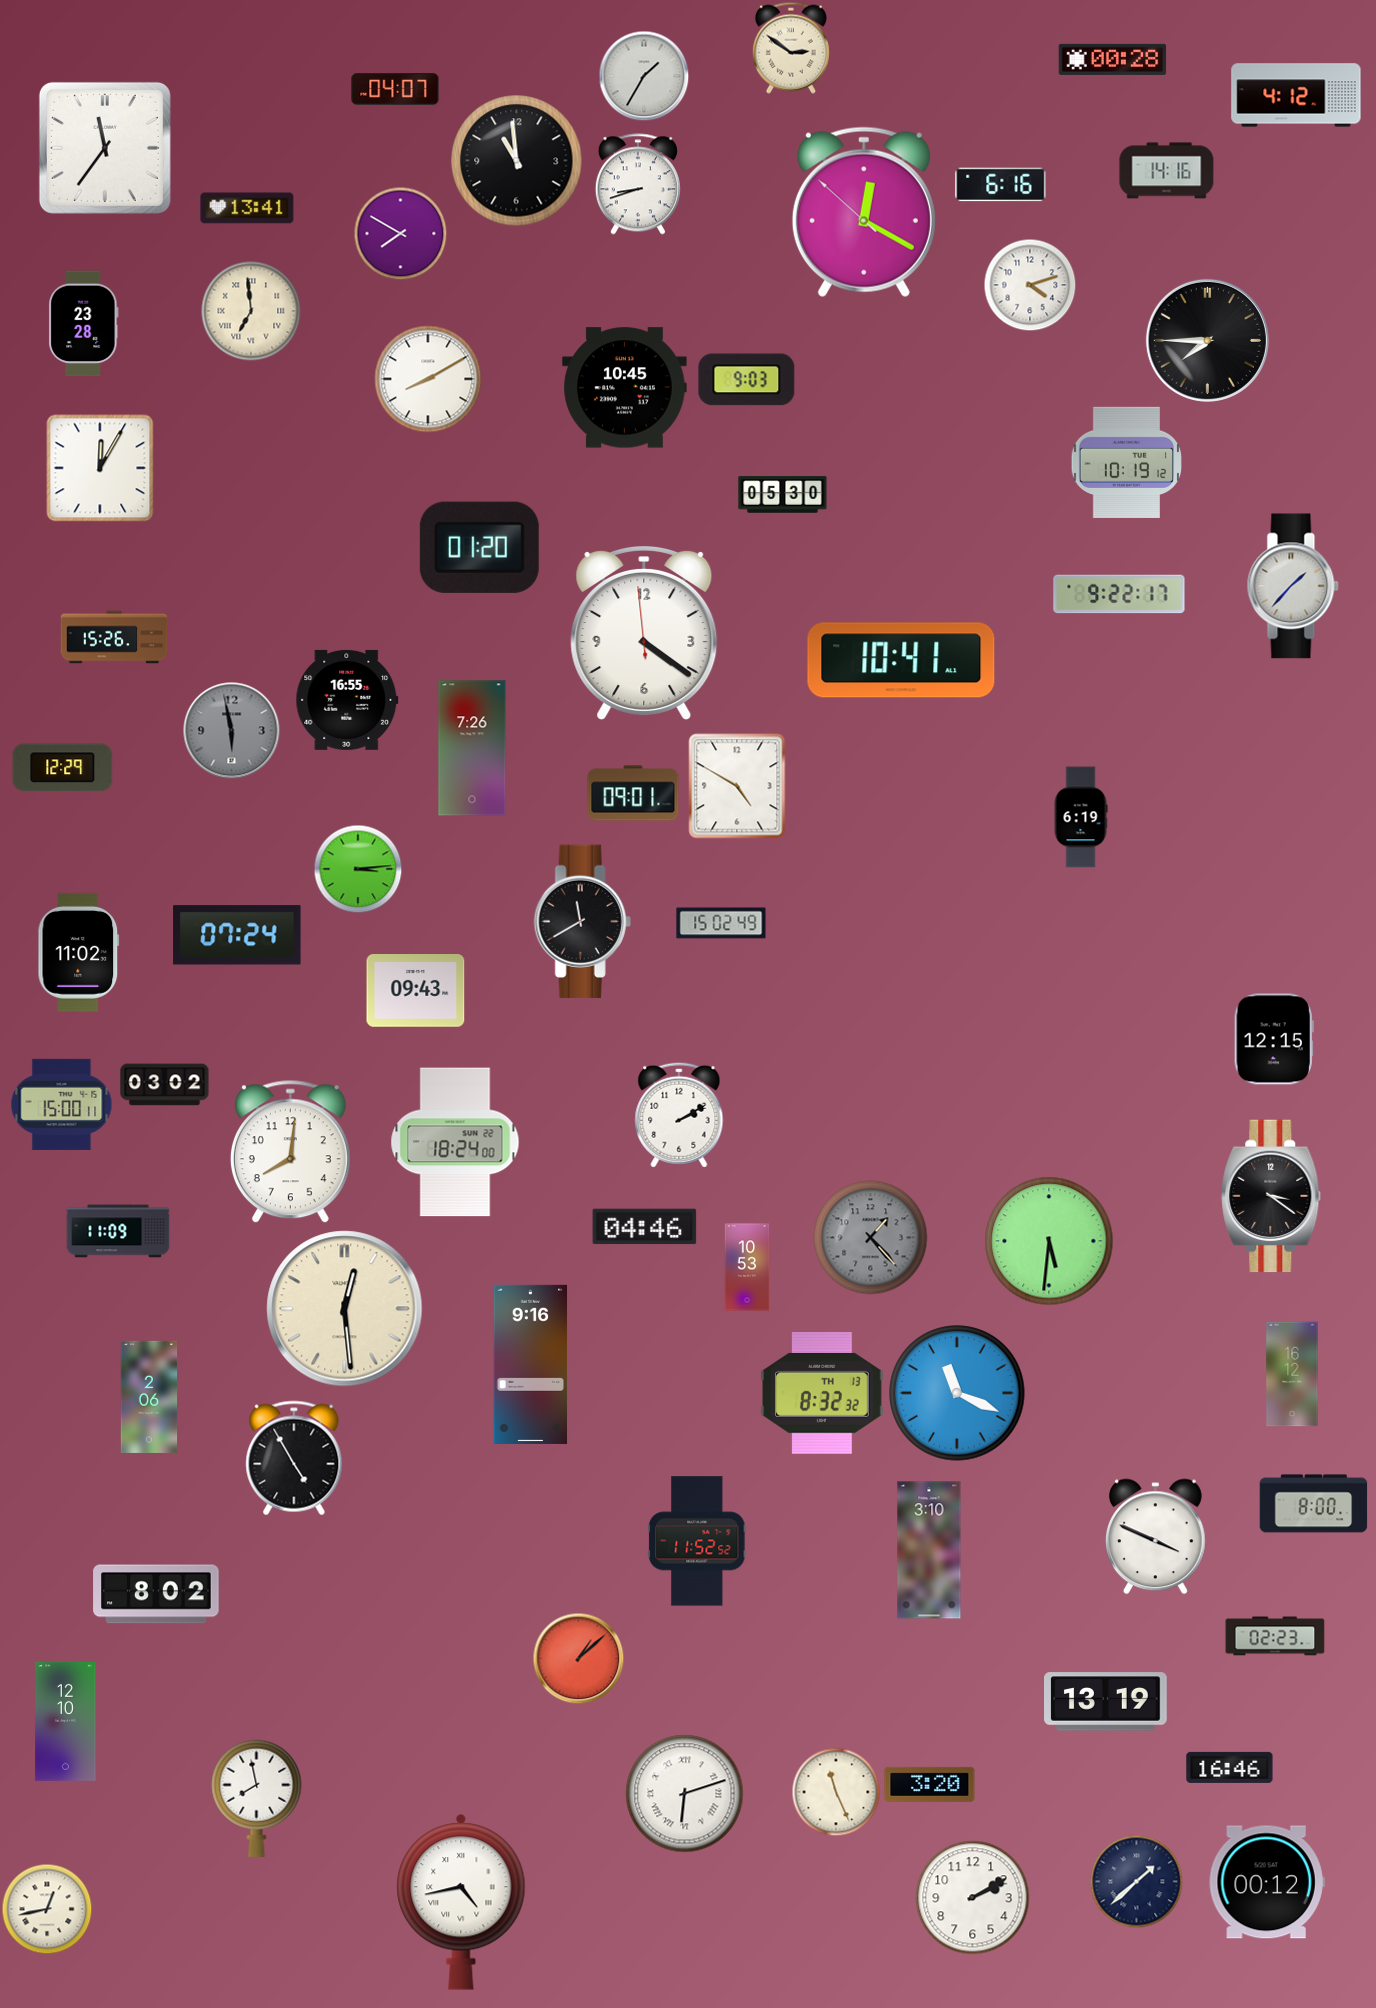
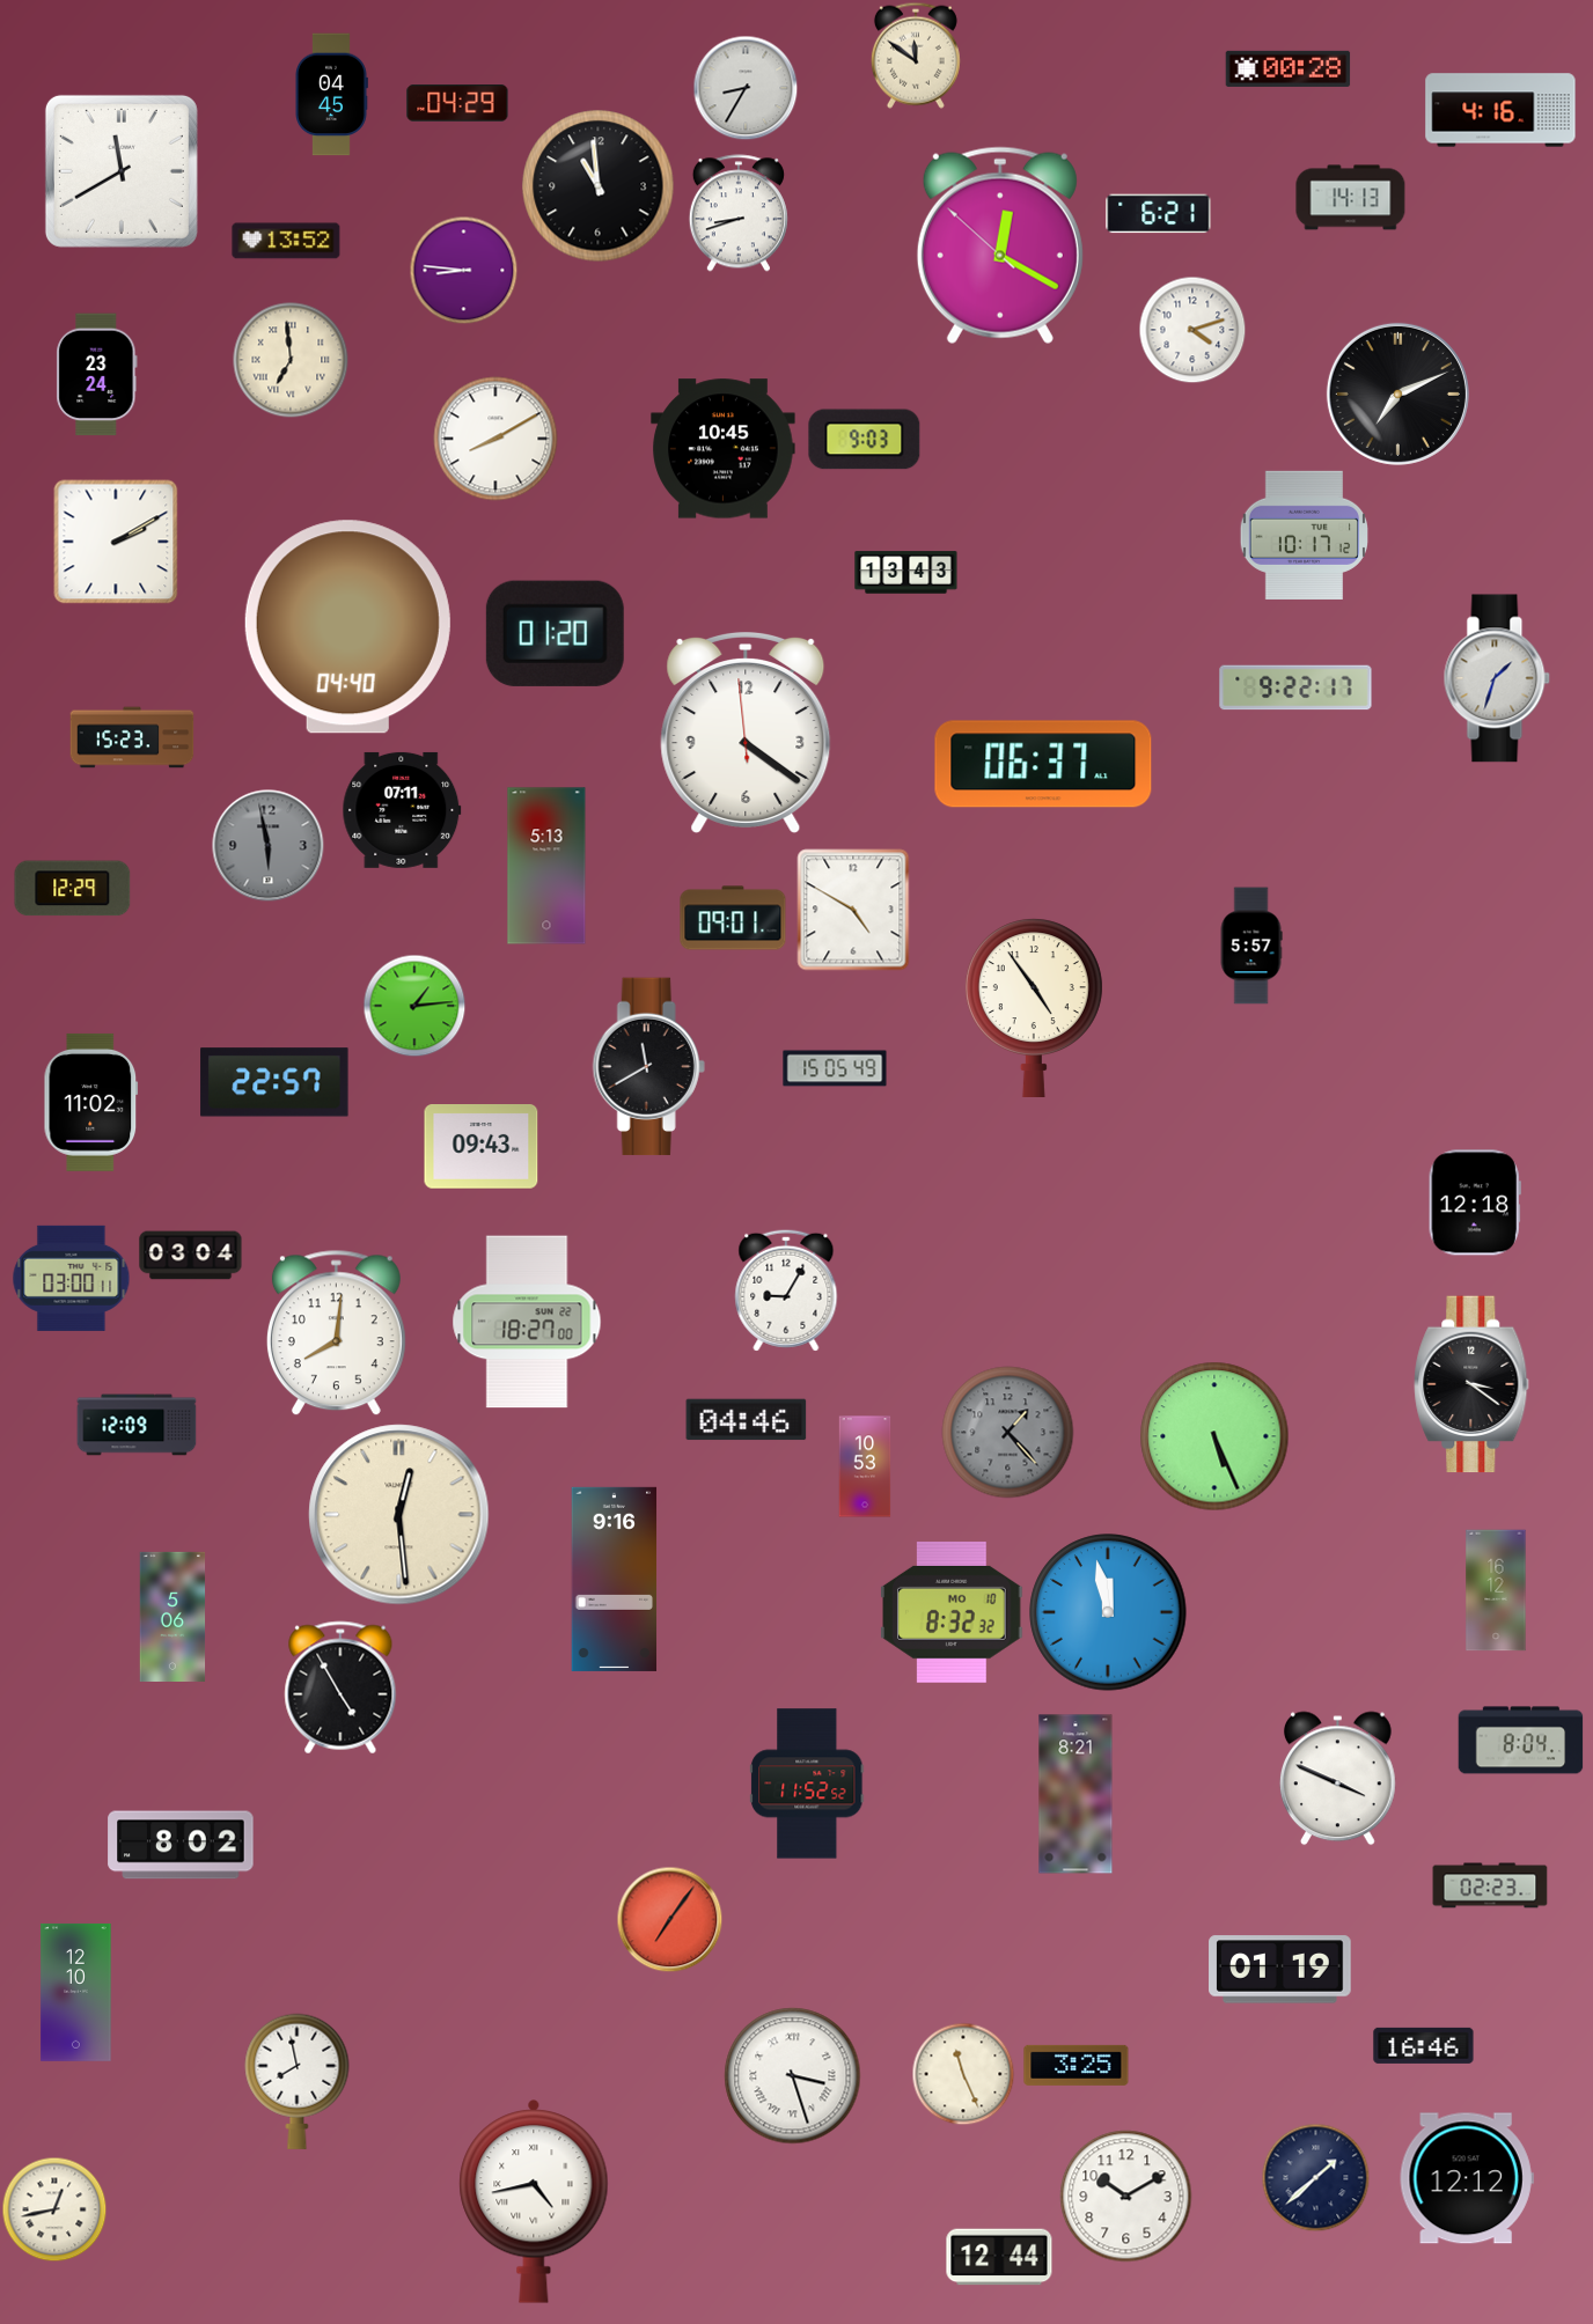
clock at (791, 48): 2:51 -> 11:51
clock at (644, 76): 1:35 -> 8:35
clock at (332, 95): none -> 04:45
clock at (395, 89): 04:07 -> 04:29
clock at (1296, 95): 4:12 -> 4:16
clock at (105, 148): 11:36 -> 11:40
clock at (1167, 171): 14:16 -> 14:13
clock at (1001, 185): 6:16 -> 6:21
clock at (247, 208): 13:41 -> 13:52
clock at (400, 233): 7:50 -> 8:46
clock at (84, 324): 23:28 -> 23:24
clock at (1207, 340): 7:45 -> 7:11
clock at (1126, 462): 10:19 -> 10:17
clock at (100, 468): 12:05 -> 2:10
clock at (783, 495): 05:30 -> 13:43
clock at (347, 627): none -> 04:40
clock at (1293, 586): 1:37 -> 1:33
clock at (114, 637): 15:26 -> 15:23
clock at (901, 660): 10:41 -> 06:37
clock at (347, 700): 16:55 -> 07:11
clock at (472, 748): 7:26 -> 5:13
clock at (1081, 817): 6:19 -> 5:57
clock at (358, 869): 3:14 -> 1:14
clock at (1034, 1007): none -> 4:54
clock at (582, 922) position: (582, 922) -> (648, 1067)
clock at (721, 923): 15:02 -> 15:05
clock at (237, 935): 07:24 -> 22:57
clock at (1274, 1039): 12:15 -> 12:18
clock at (165, 1085): 03:02 -> 03:04
clock at (62, 1104): 15:00 -> 03:00
clock at (679, 1115): 2:10 -> 9:05
clock at (455, 1142): 18:24 -> 18:27
clock at (118, 1231): 11:09 -> 12:09
clock at (1049, 1241): 5:31 -> 5:26
clock at (822, 1393) date: TH 13 -> MO 10
clock at (957, 1393): 11:19 -> 11:58
clock at (149, 1397): 2:06 -> 5:06
clock at (1314, 1504): 8:00 -> 8:04
clock at (929, 1550): 3:10 -> 8:21
clock at (1275, 1636) position: (1275, 1636) -> (1490, 1885)
clock at (578, 1658): 1:08 -> 7:06
clock at (1106, 1702): 13:19 -> 01:19
clock at (930, 1784): 3:20 -> 3:25
clock at (836, 1792) position: (836, 1792) -> (963, 2074)
clock at (685, 1794): 6:12 -> 3:27
clock at (1267, 1882): 00:12 -> 12:12
clock at (973, 1898): 2:10 -> 10:10
clock at (999, 2257): none -> 12:44
